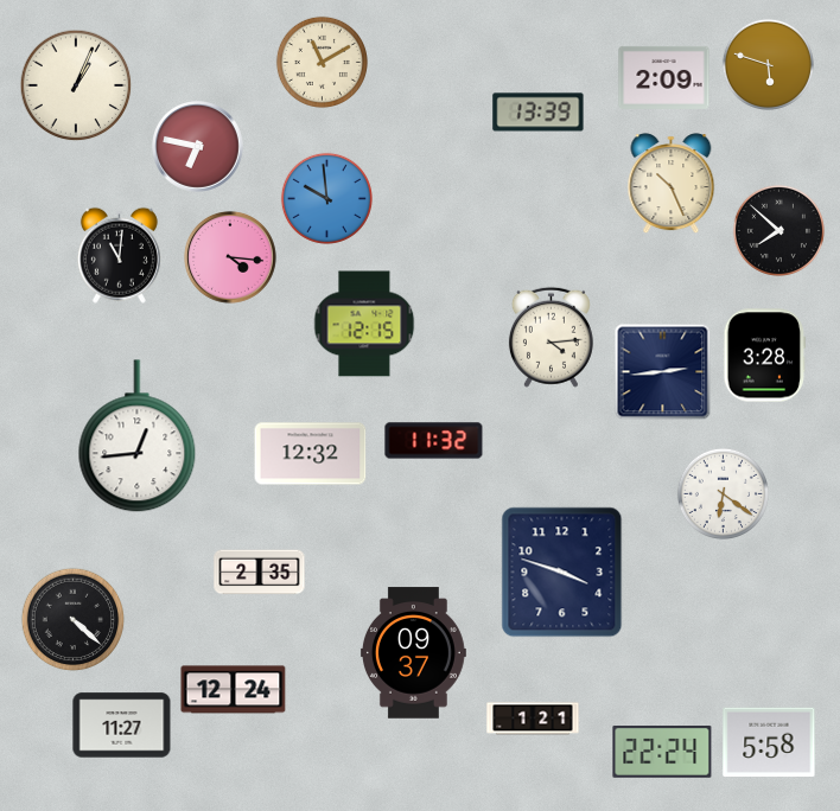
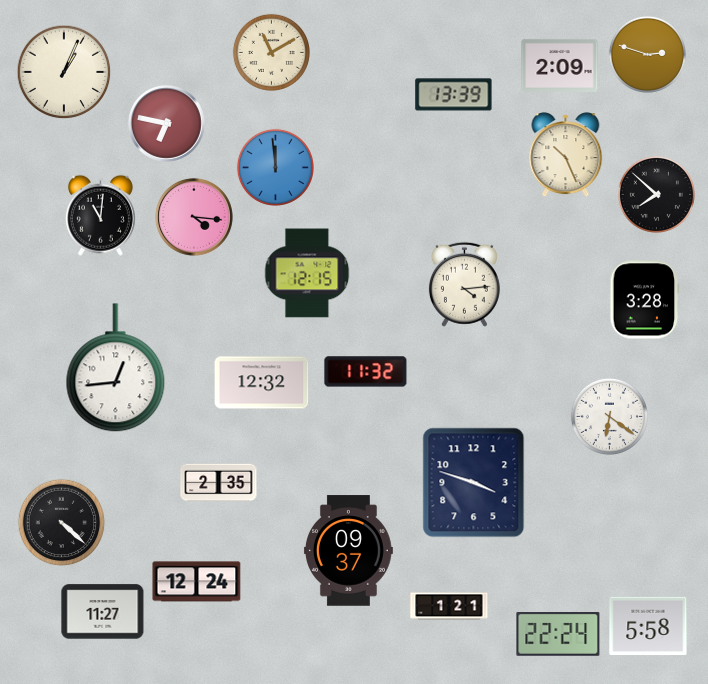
clock at (768, 64): 5:48 -> 2:48
clock at (326, 198): 9:59 -> 11:59
clock at (662, 371): 2:44 -> none
